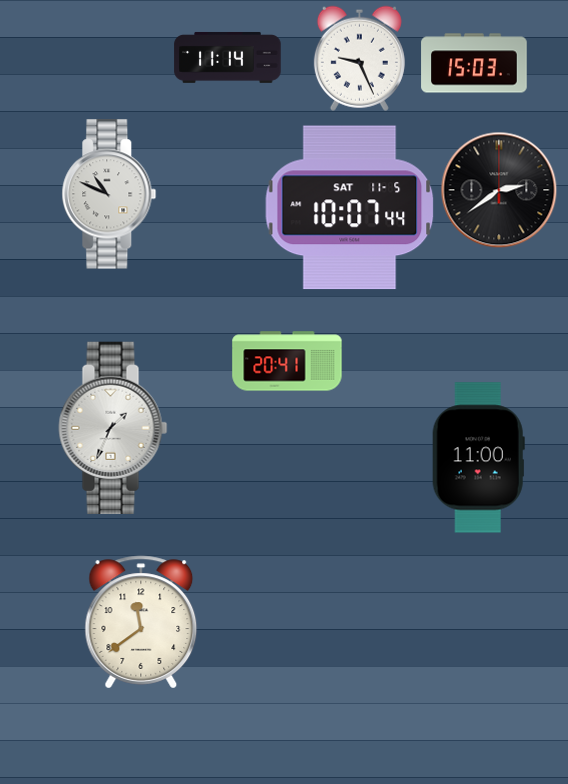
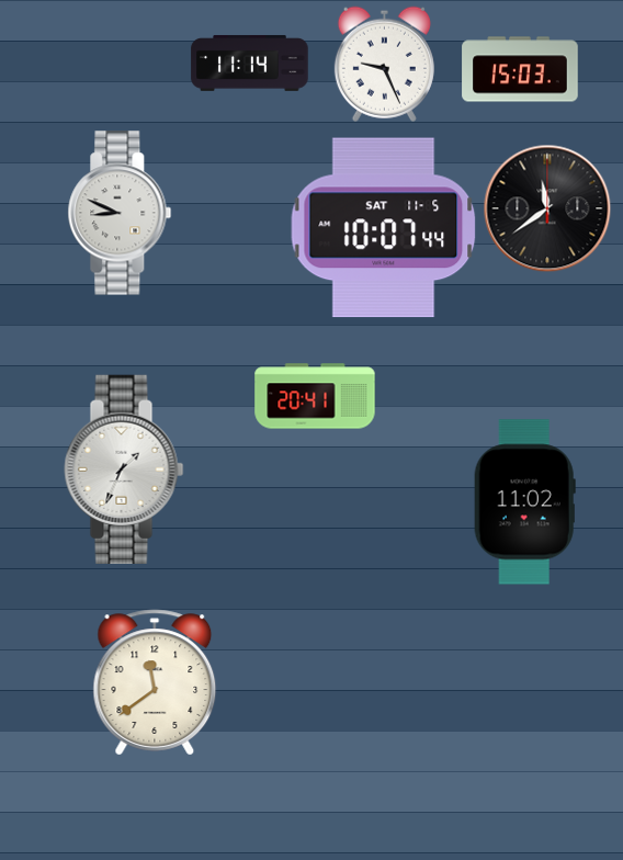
clock at (359, 58) position: (359, 58) -> (384, 64)
clock at (499, 190): 2:39 -> 11:39
clock at (109, 194): 10:49 -> 8:49
clock at (478, 458): 11:00 -> 11:02
